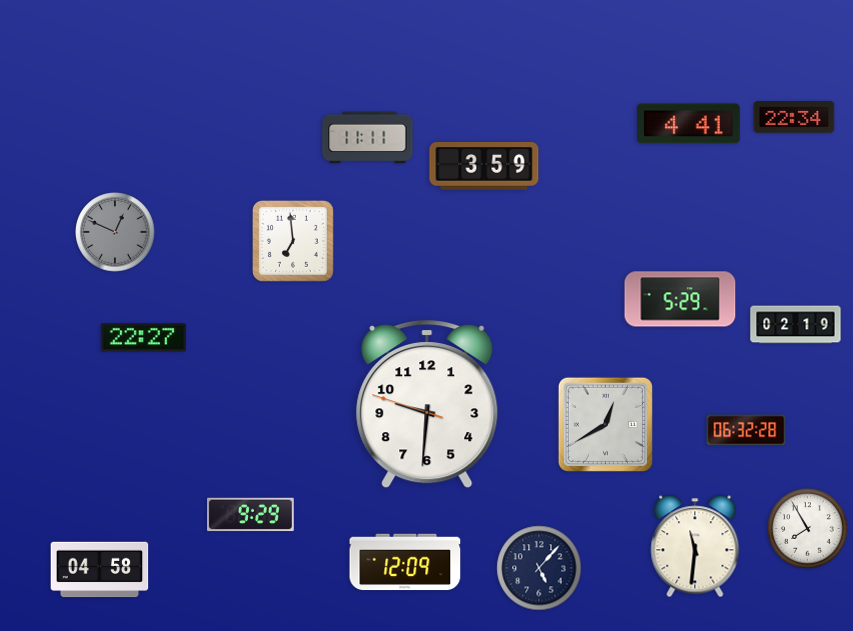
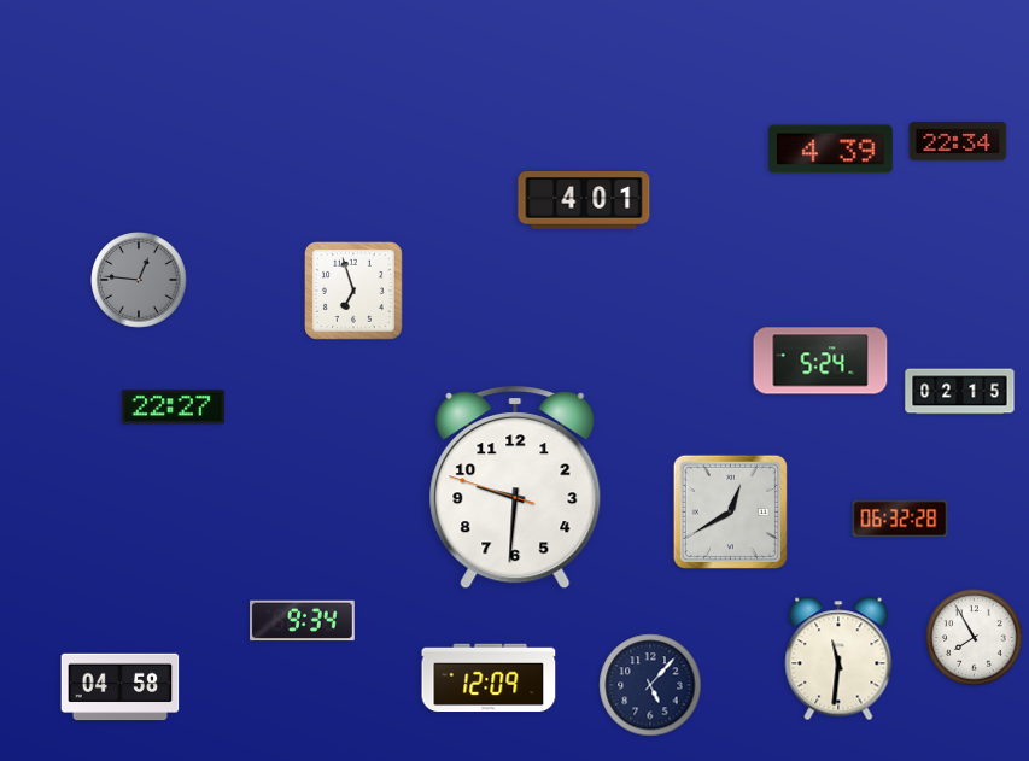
clock at (689, 124): 4:41 -> 4:39
clock at (368, 138): 11:11 -> none
clock at (484, 167): 3:59 -> 4:01
clock at (115, 232): 12:49 -> 12:46
clock at (293, 241): 6:59 -> 6:57
clock at (680, 299): 5:29 -> 5:24
clock at (796, 325): 02:19 -> 02:15
clock at (251, 515): 9:29 -> 9:34
